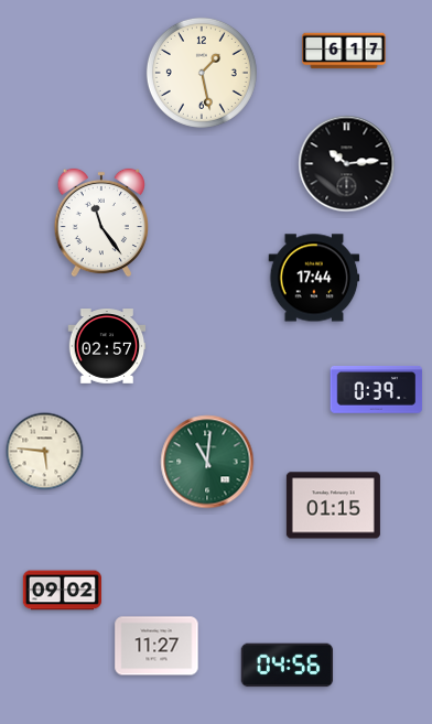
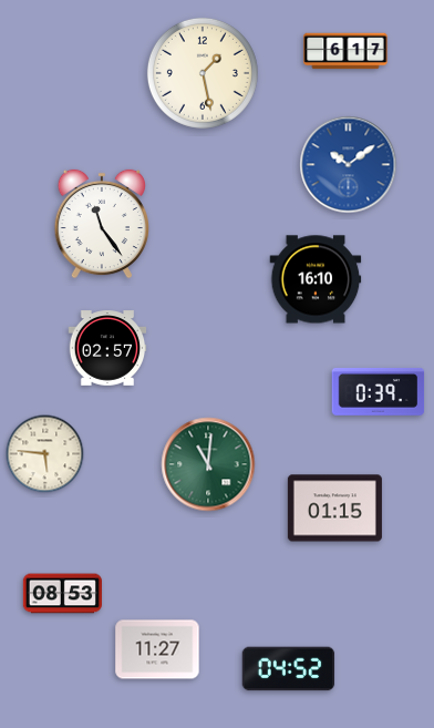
clock at (347, 164): 10:14 -> 10:09
clock at (347, 164) dial: black -> blue
clock at (314, 278): 17:44 -> 16:10
clock at (62, 591): 09:02 -> 08:53
clock at (288, 666): 04:56 -> 04:52
